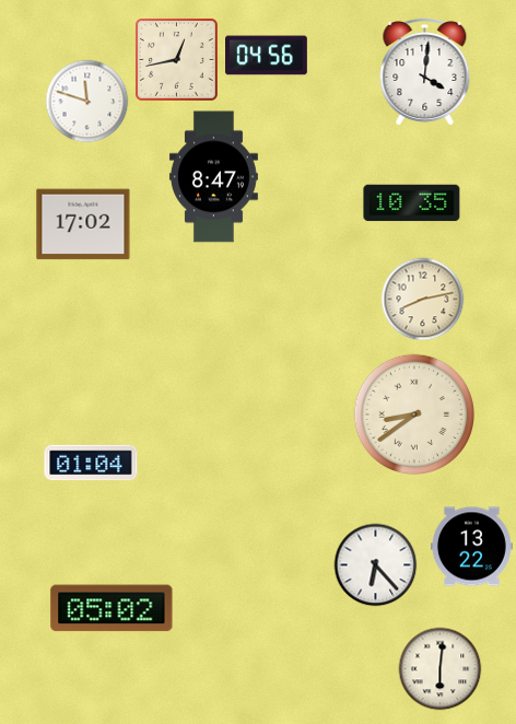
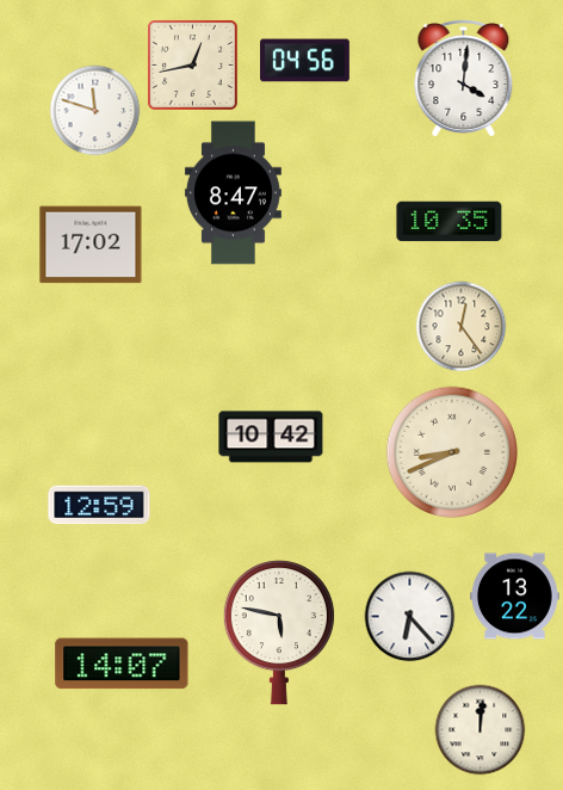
clock at (267, 56) position: (267, 56) -> (305, 61)
clock at (423, 300): 8:13 -> 12:24
clock at (271, 437): none -> 10:42
clock at (414, 414): 8:39 -> 8:41
clock at (91, 463): 01:04 -> 12:59
clock at (279, 632): none -> 5:47
clock at (112, 608): 05:02 -> 14:07
clock at (441, 669): 6:01 -> 12:01
